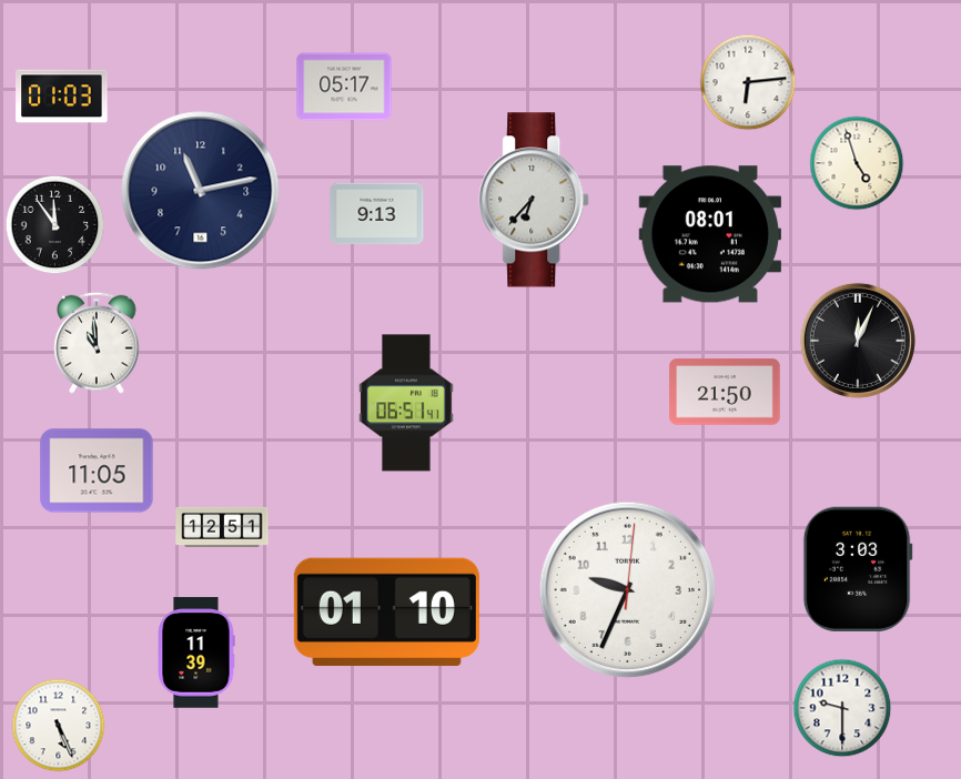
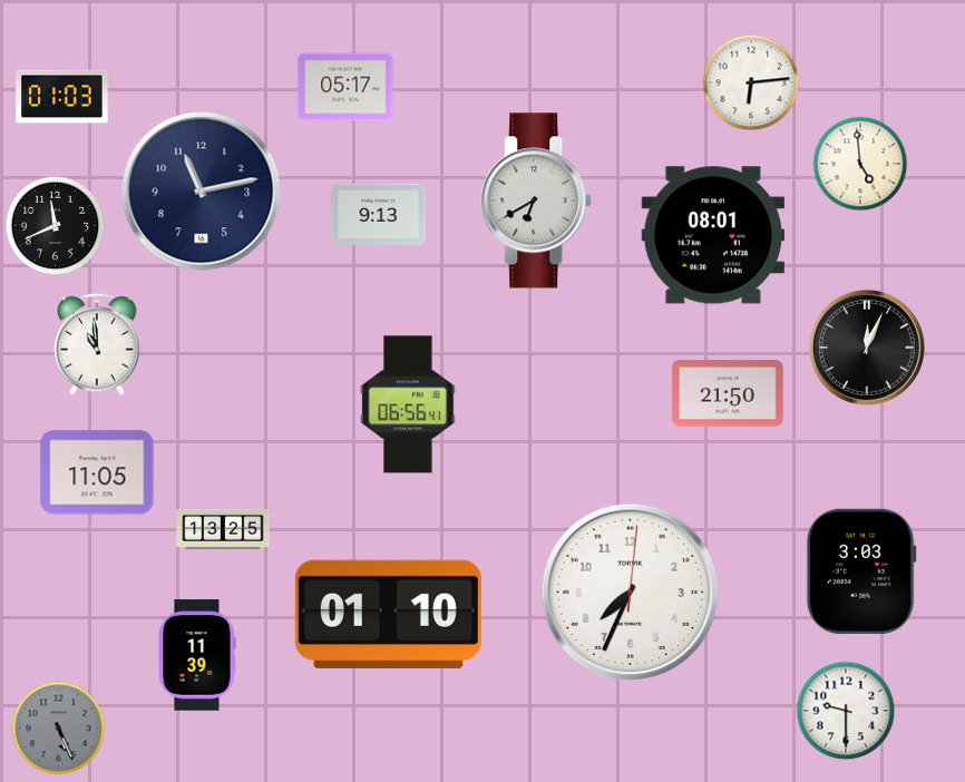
clock at (857, 163): 4:57 -> 4:59
clock at (535, 200): 6:37 -> 6:40
clock at (55, 225): 11:54 -> 11:41
clock at (858, 341) position: (858, 341) -> (867, 348)
clock at (406, 403): 06:51 -> 06:56
clock at (222, 527): 12:51 -> 13:25
clock at (628, 590): 9:34 -> 7:34
clock at (59, 726) dial: white -> grey
